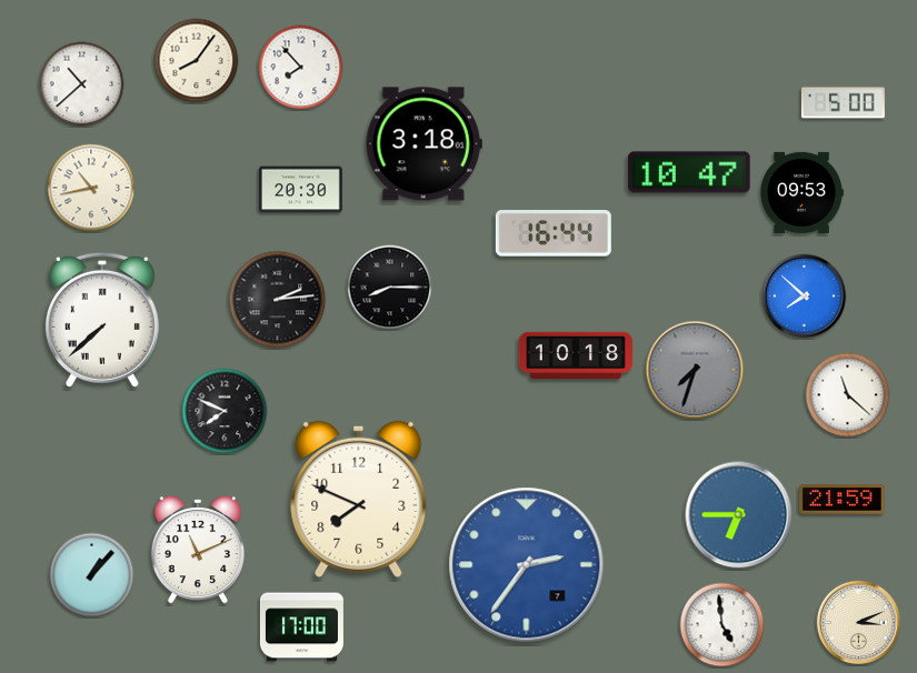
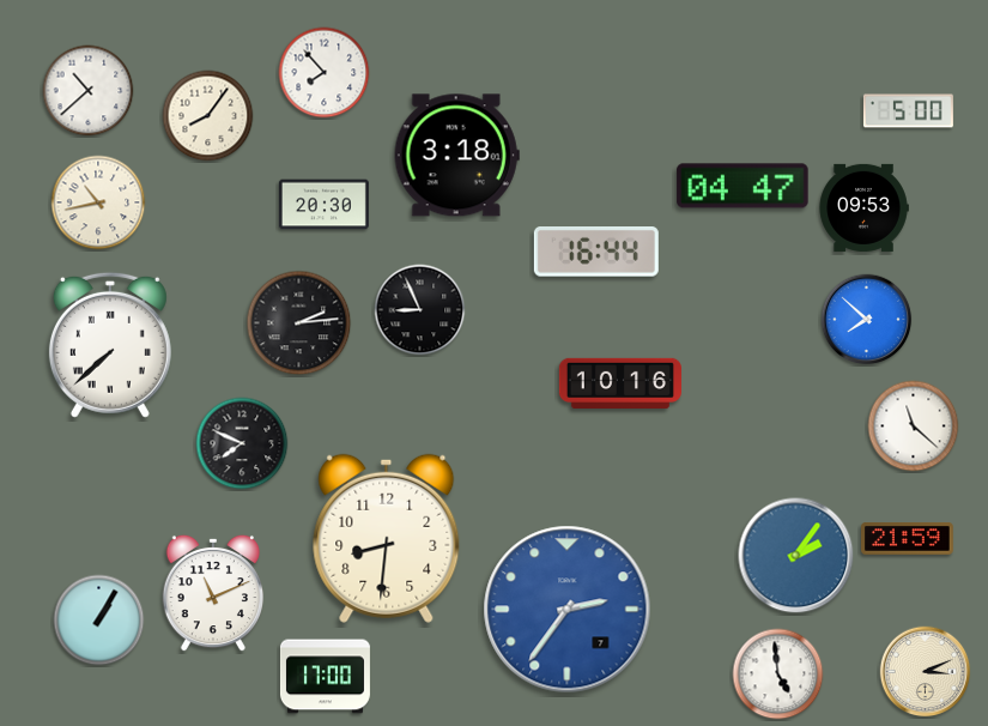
clock at (197, 61) position: (197, 61) -> (208, 116)
clock at (689, 172): 10:47 -> 04:47
clock at (390, 288): 8:15 -> 8:56
clock at (576, 355): 10:18 -> 10:16
clock at (695, 370): 7:33 -> none
clock at (359, 499): 7:49 -> 8:31
clock at (739, 515): 6:45 -> 2:06
clock at (92, 575): 1:07 -> 1:05
